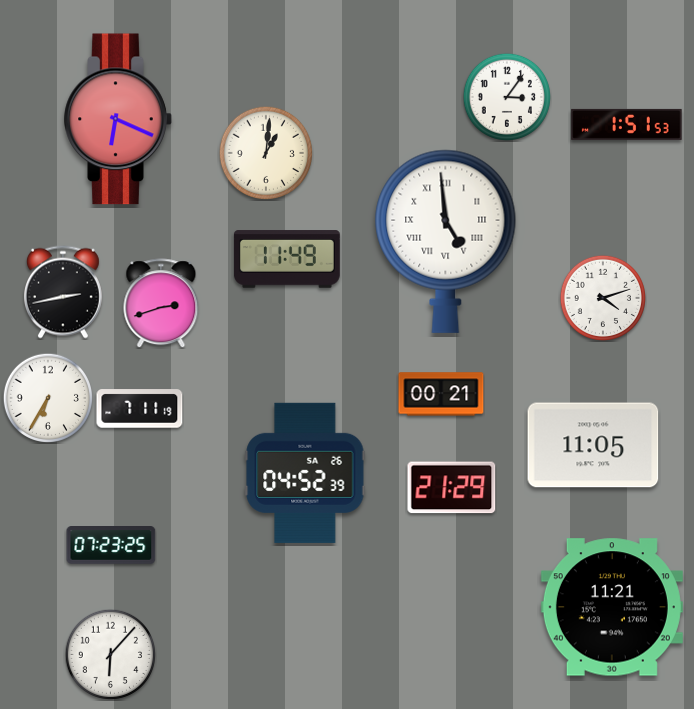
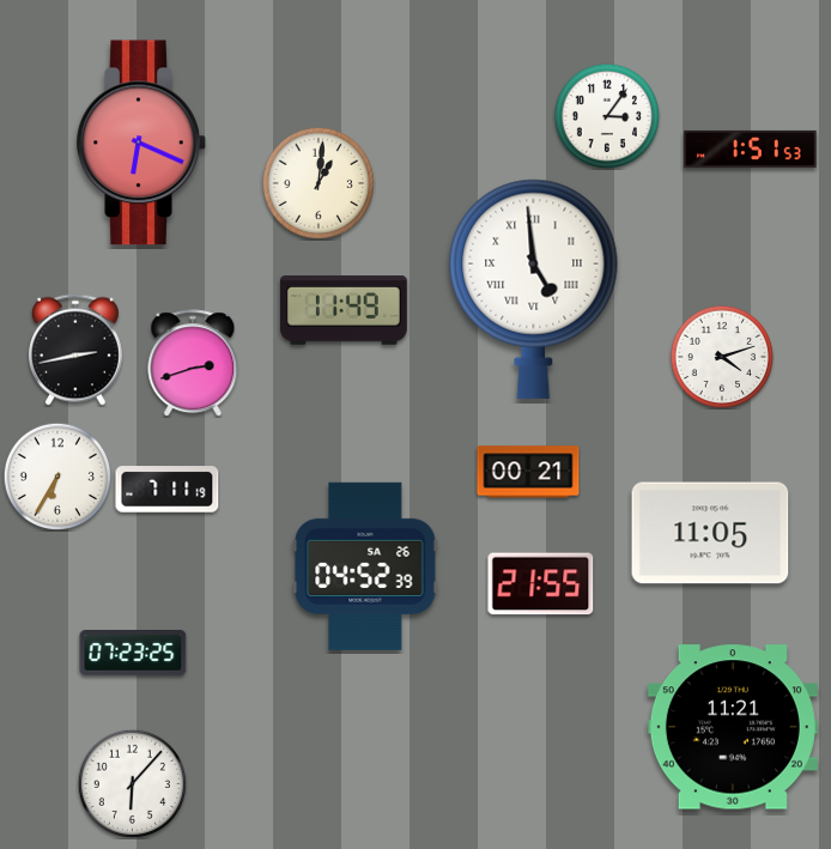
clock at (452, 488): 21:29 -> 21:55
